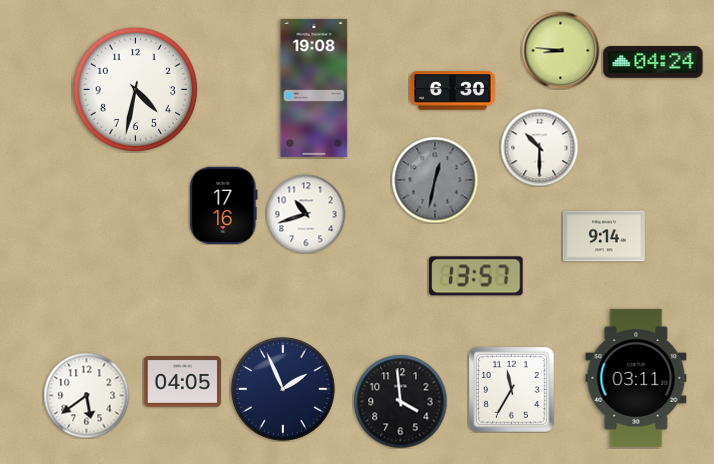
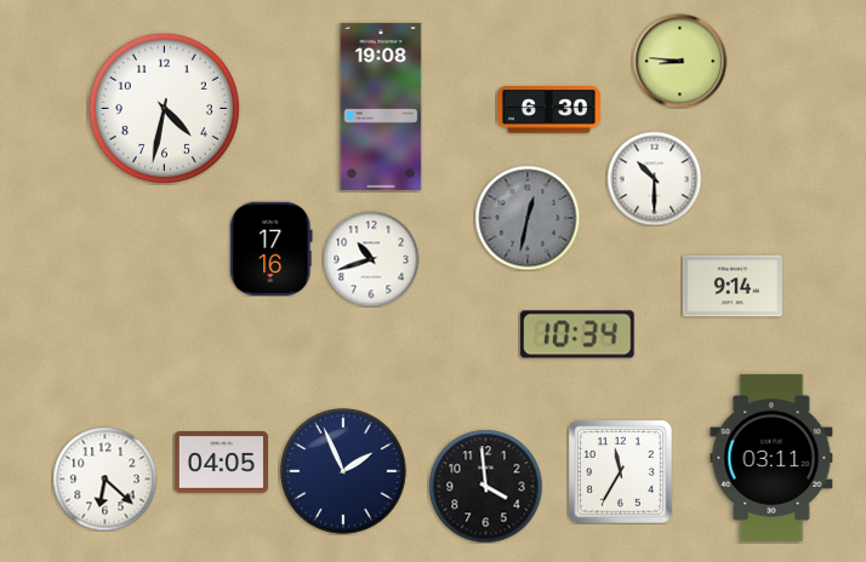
clock at (653, 62): 04:24 -> none
clock at (476, 276): 13:57 -> 10:34
clock at (86, 395): 5:39 -> 6:22
